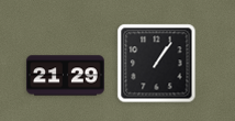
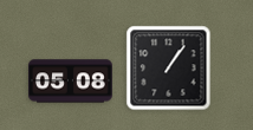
clock at (66, 76): 21:29 -> 05:08
